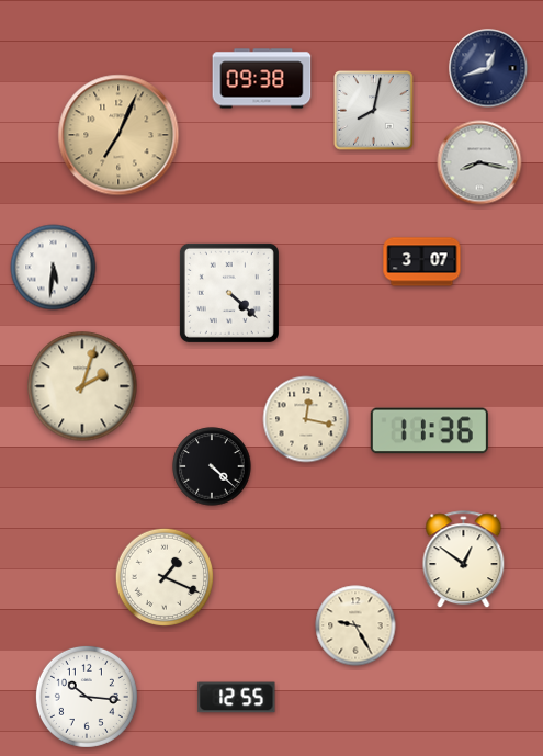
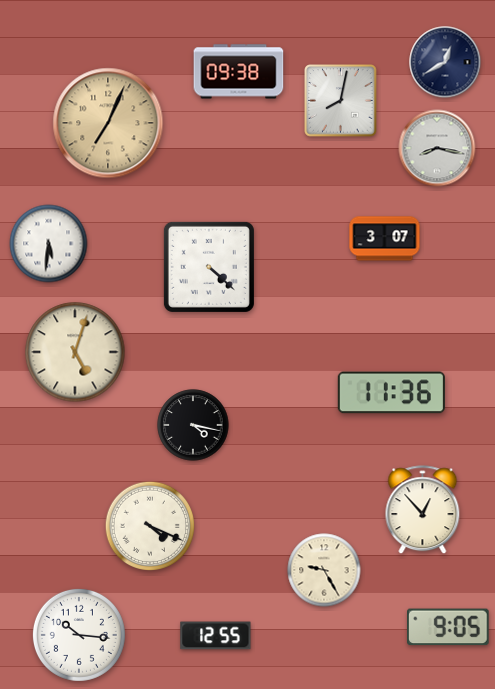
clock at (488, 68): 12:42 -> 12:40
clock at (82, 386): 2:03 -> 5:03
clock at (306, 419): 12:17 -> none
clock at (212, 466): 4:22 -> 4:17
clock at (464, 560): 12:51 -> 12:53
clock at (165, 577): 1:19 -> 4:19
clock at (449, 627): none -> 9:05
